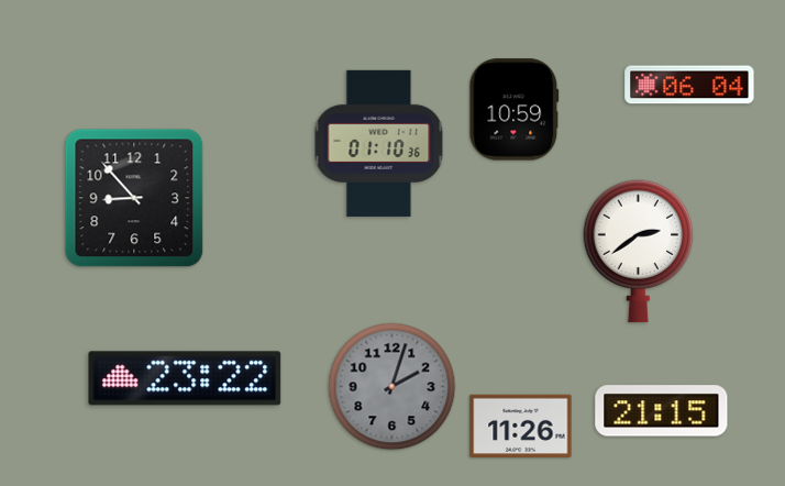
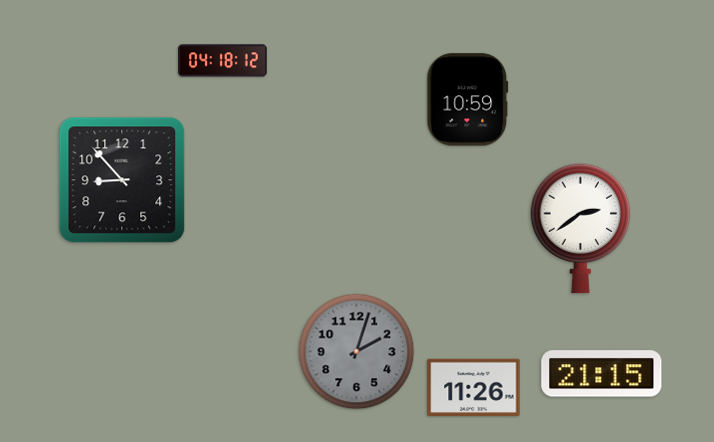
clock at (223, 61): none -> 04:18
clock at (689, 85): 06:04 -> none
clock at (379, 143): 01:10 -> none
clock at (185, 378): 23:22 -> none
